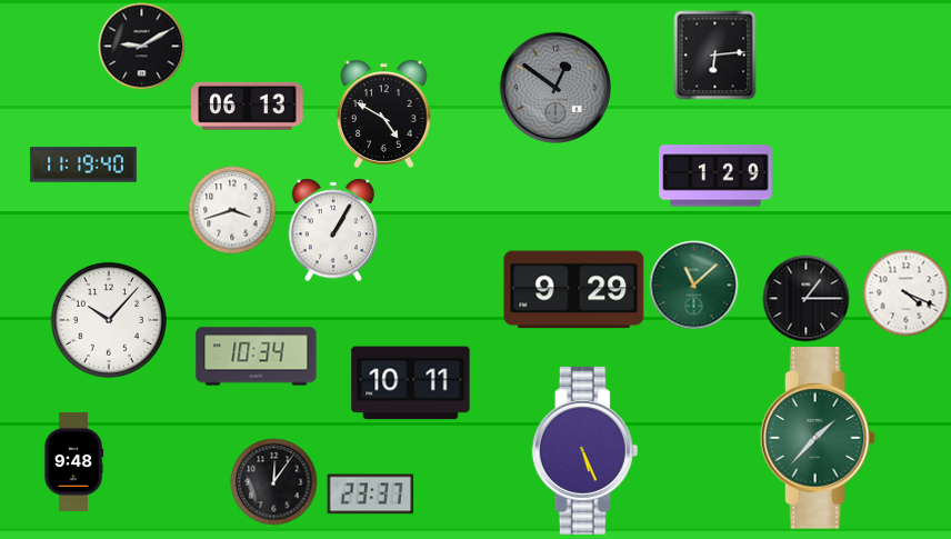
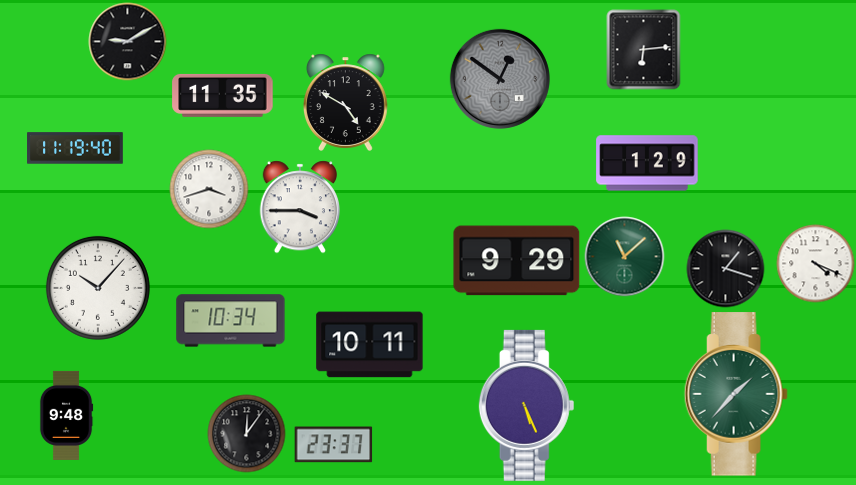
clock at (248, 106): 06:13 -> 11:35
clock at (715, 176) position: (715, 176) -> (647, 163)
clock at (332, 230): 1:05 -> 3:45
clock at (805, 298): 1:15 -> 1:18
